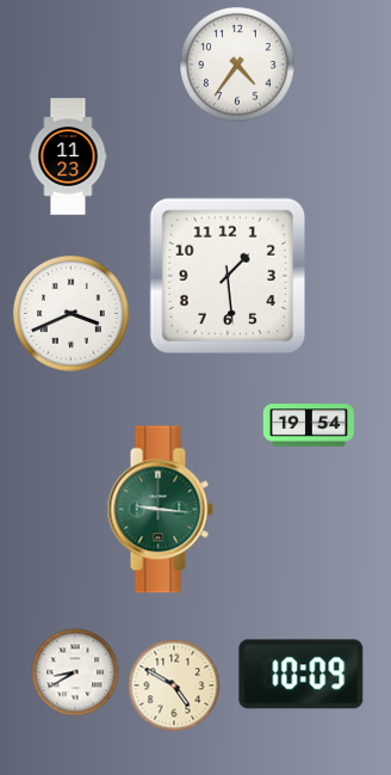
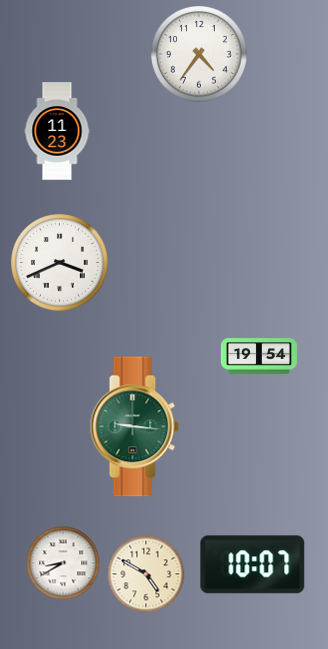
clock at (228, 276): 1:29 -> none
clock at (302, 675): 10:09 -> 10:07
